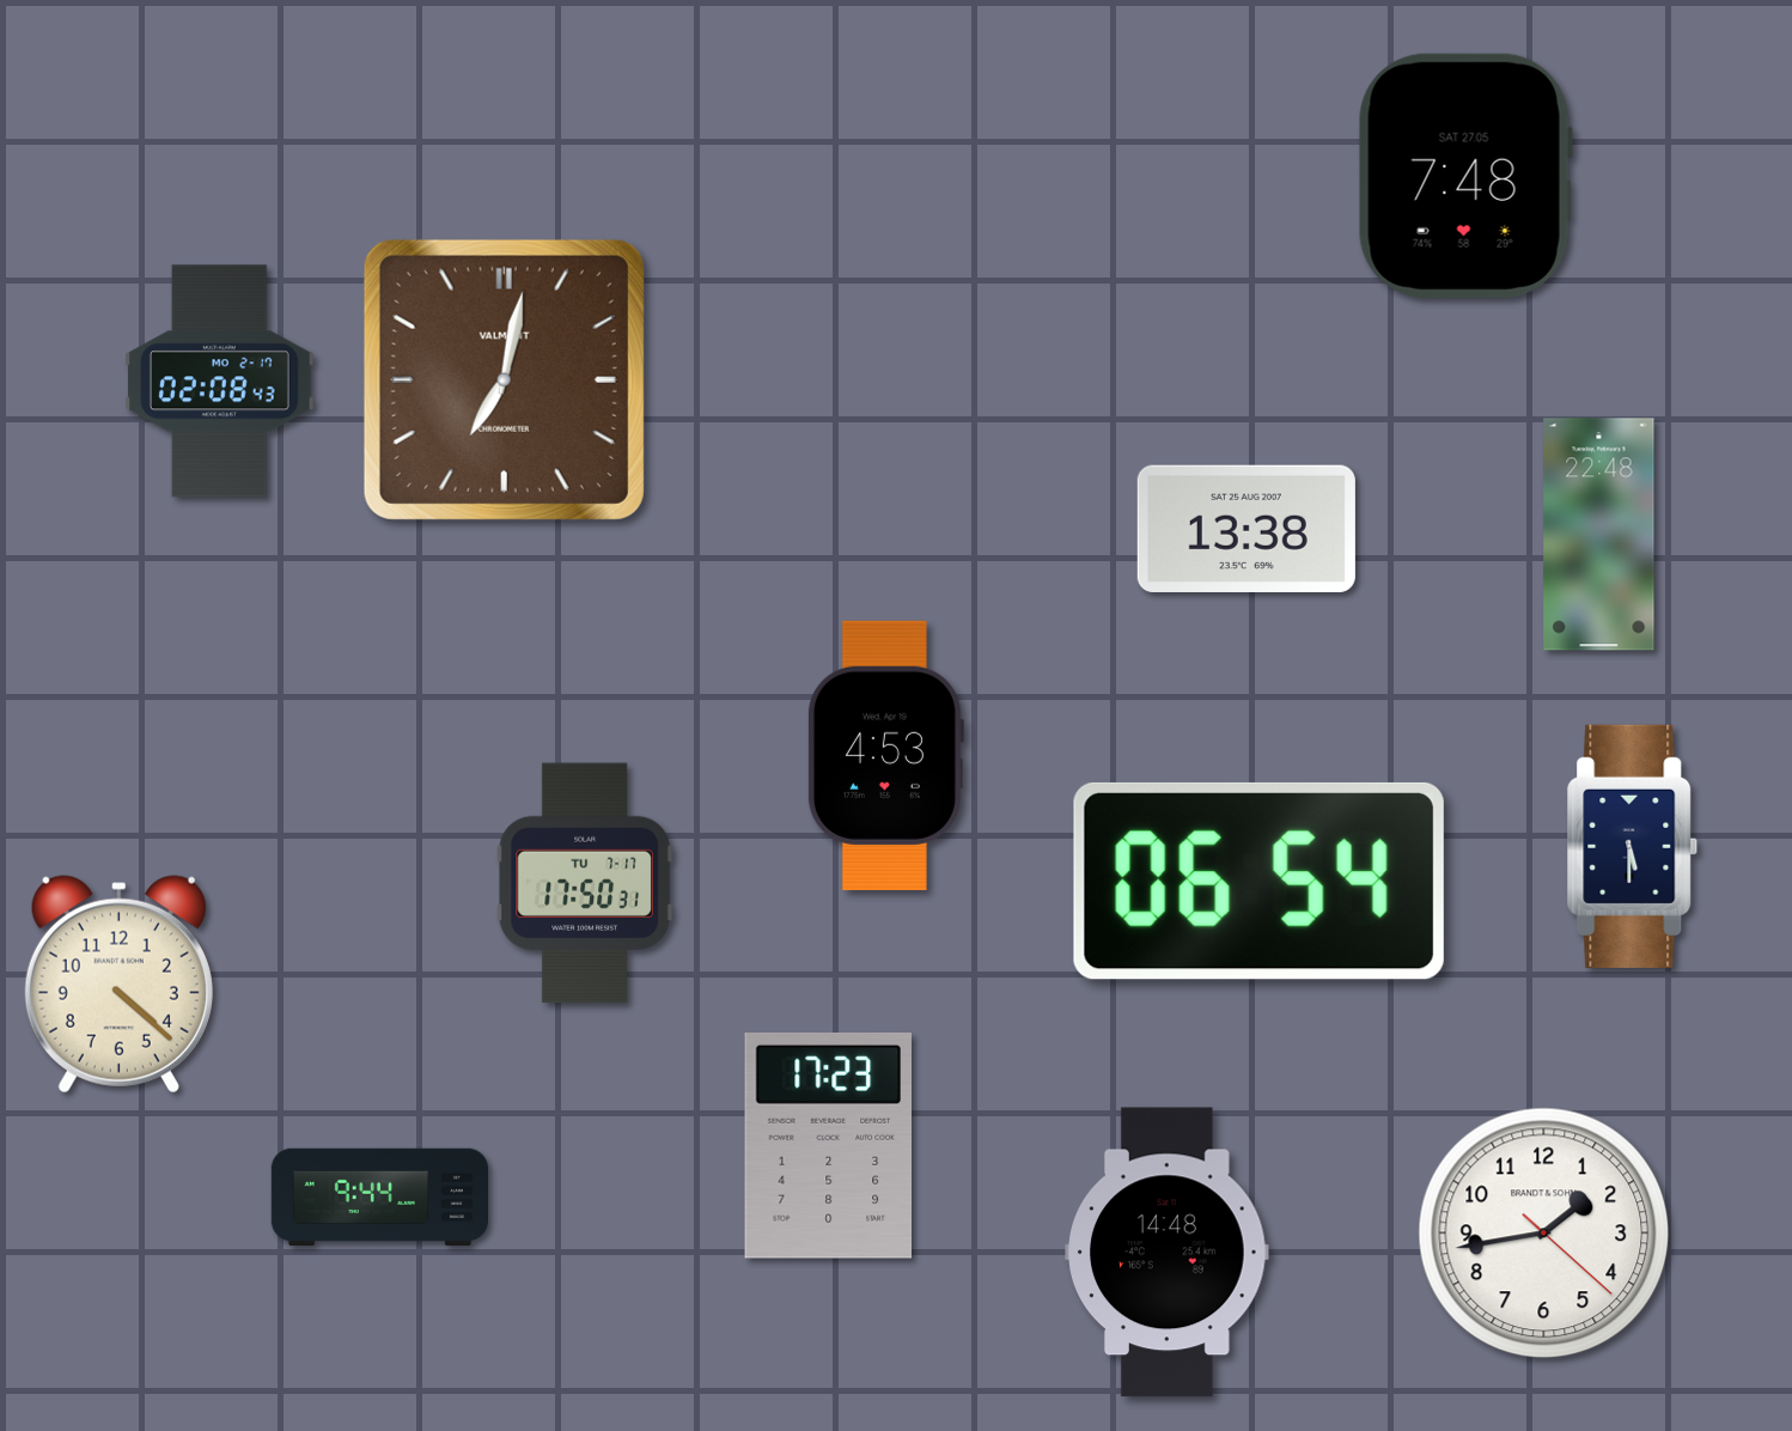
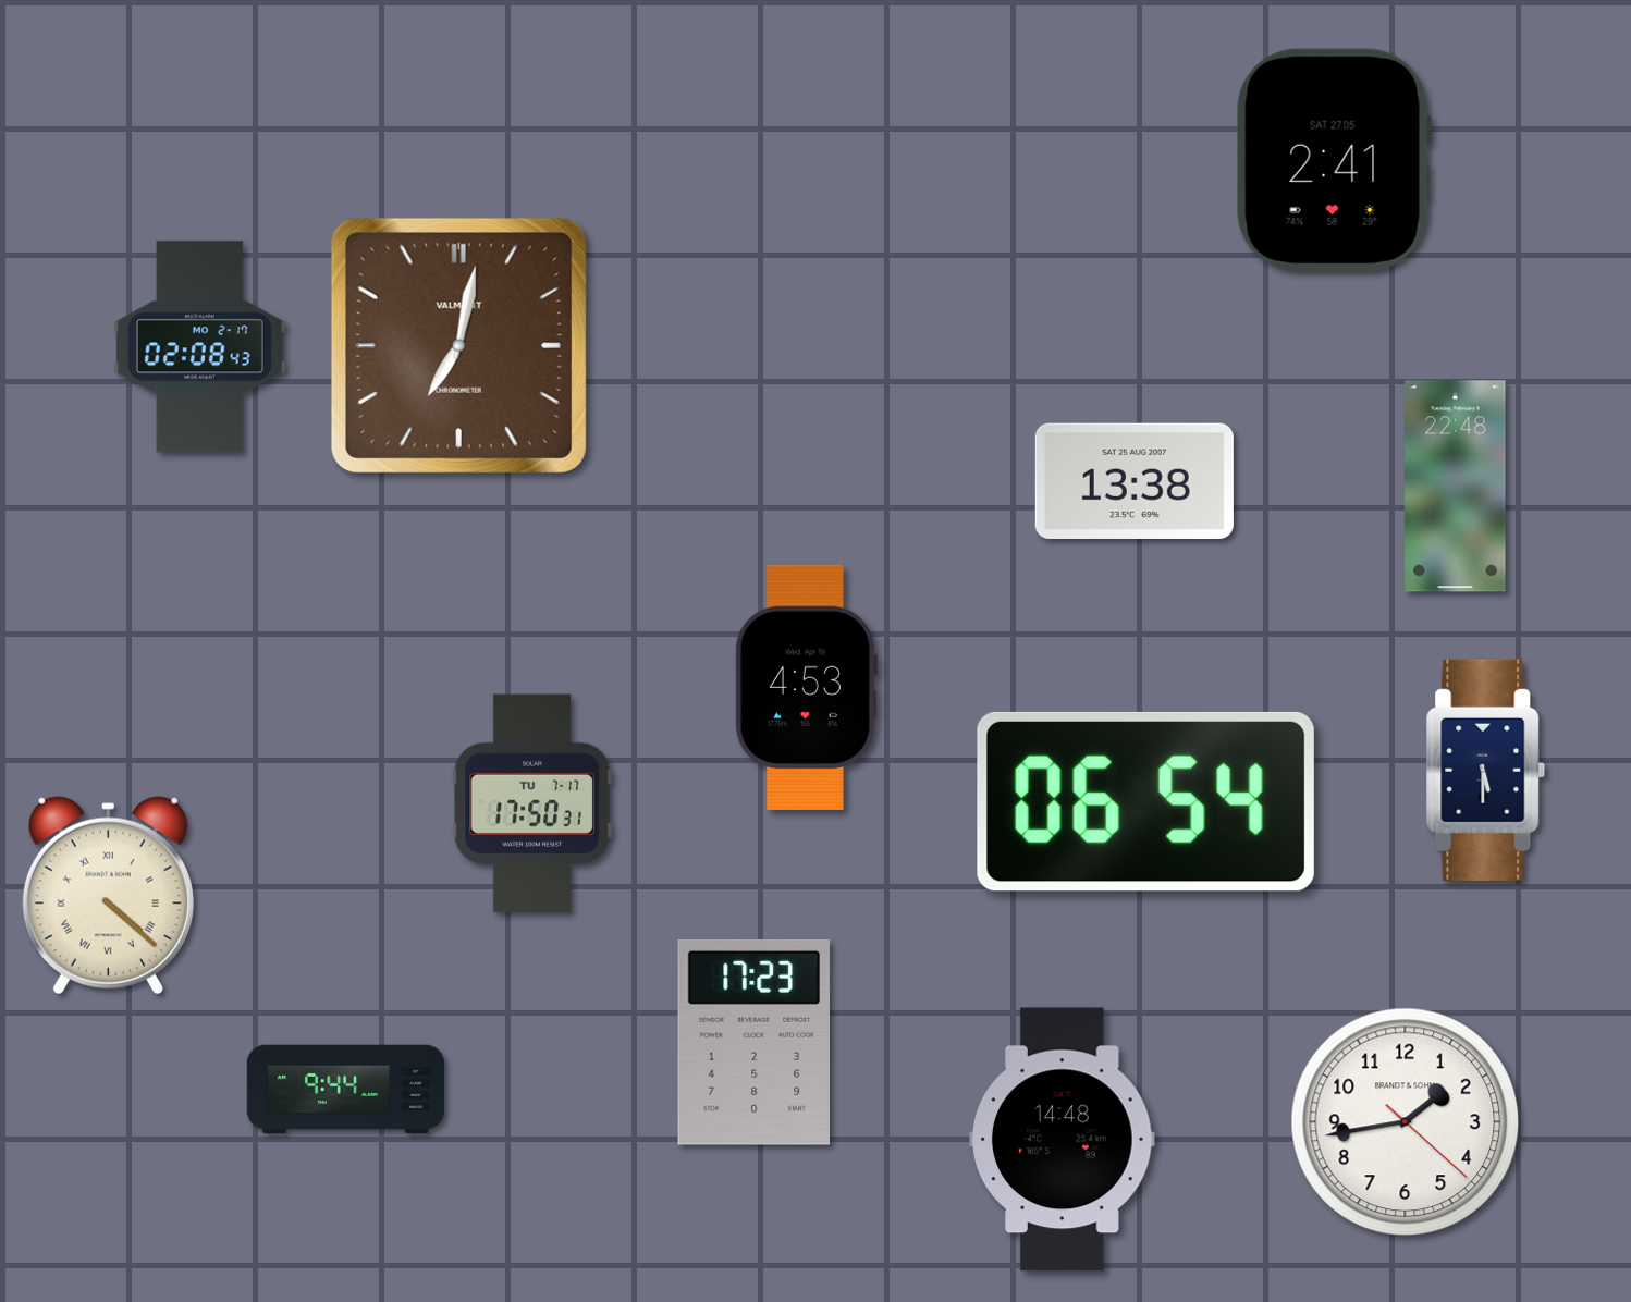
clock at (1465, 176): 7:48 -> 2:41
clock at (118, 985) numerals: Arabic -> Roman
